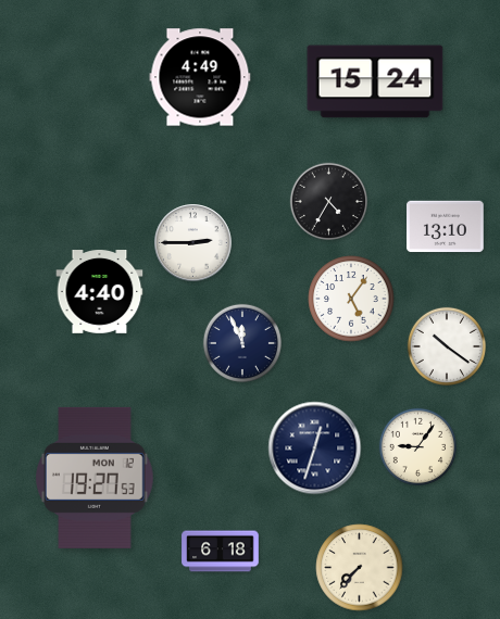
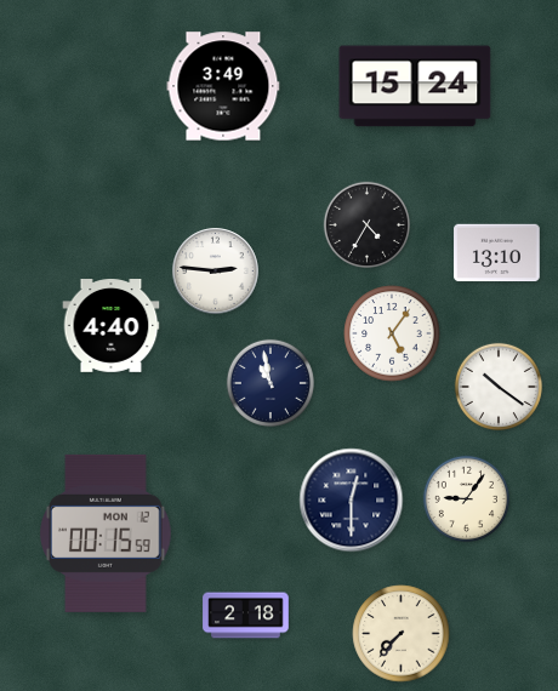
clock at (200, 77): 4:49 -> 3:49
clock at (375, 81) position: (375, 81) -> (415, 86)
clock at (193, 243): 2:45 -> 2:46
clock at (242, 343): 11:56 -> 10:58
clock at (315, 449): 12:33 -> 12:30
clock at (95, 478): 19:27 -> 00:15
clock at (221, 552): 6:18 -> 2:18
